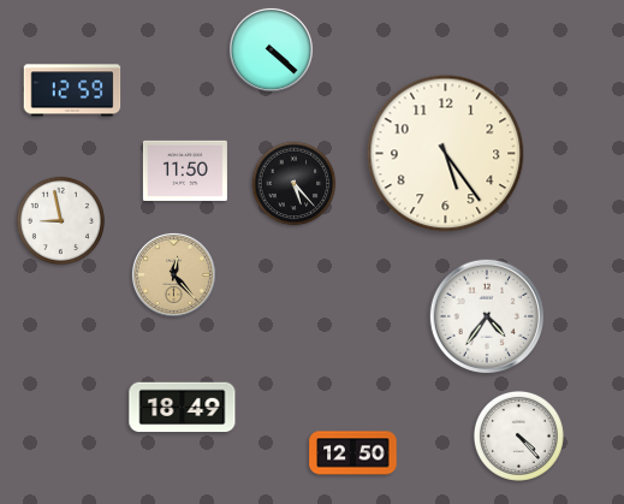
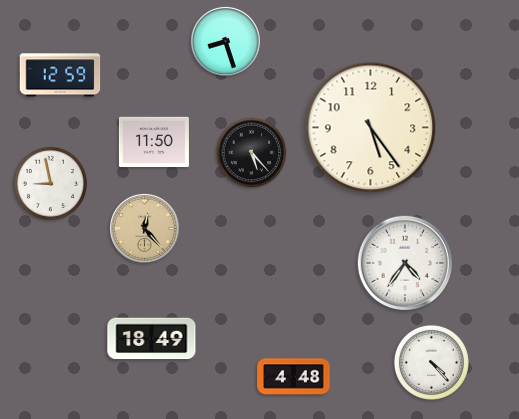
clock at (271, 49): 4:22 -> 8:27
clock at (295, 184) position: (295, 184) -> (252, 153)
clock at (353, 453): 12:50 -> 4:48
